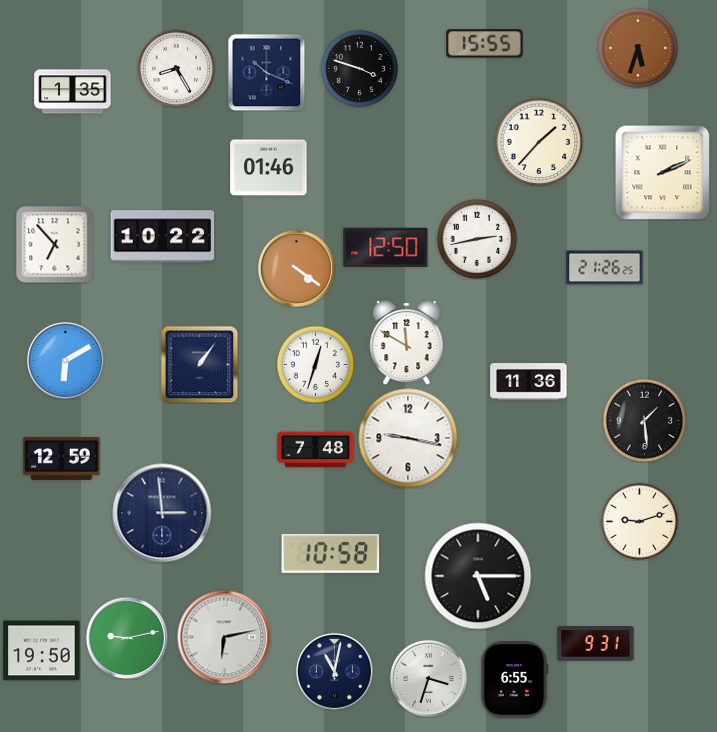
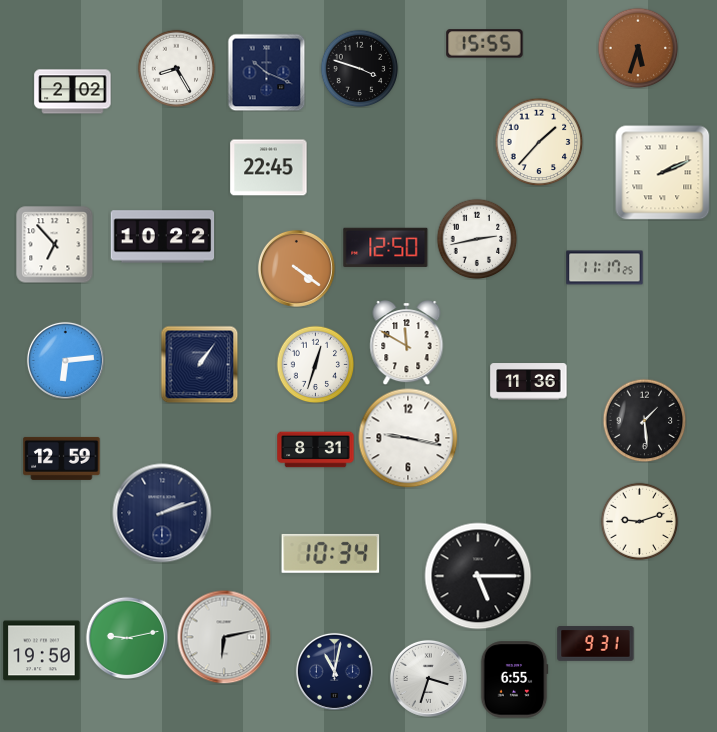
clock at (73, 92): 1:35 -> 2:02
clock at (269, 168): 01:46 -> 22:45
clock at (605, 268): 21:26 -> 11:17
clock at (65, 360): 6:10 -> 6:14
clock at (316, 450): 7:48 -> 8:31
clock at (162, 513): 2:59 -> 2:12
clock at (331, 553): 10:58 -> 10:34
